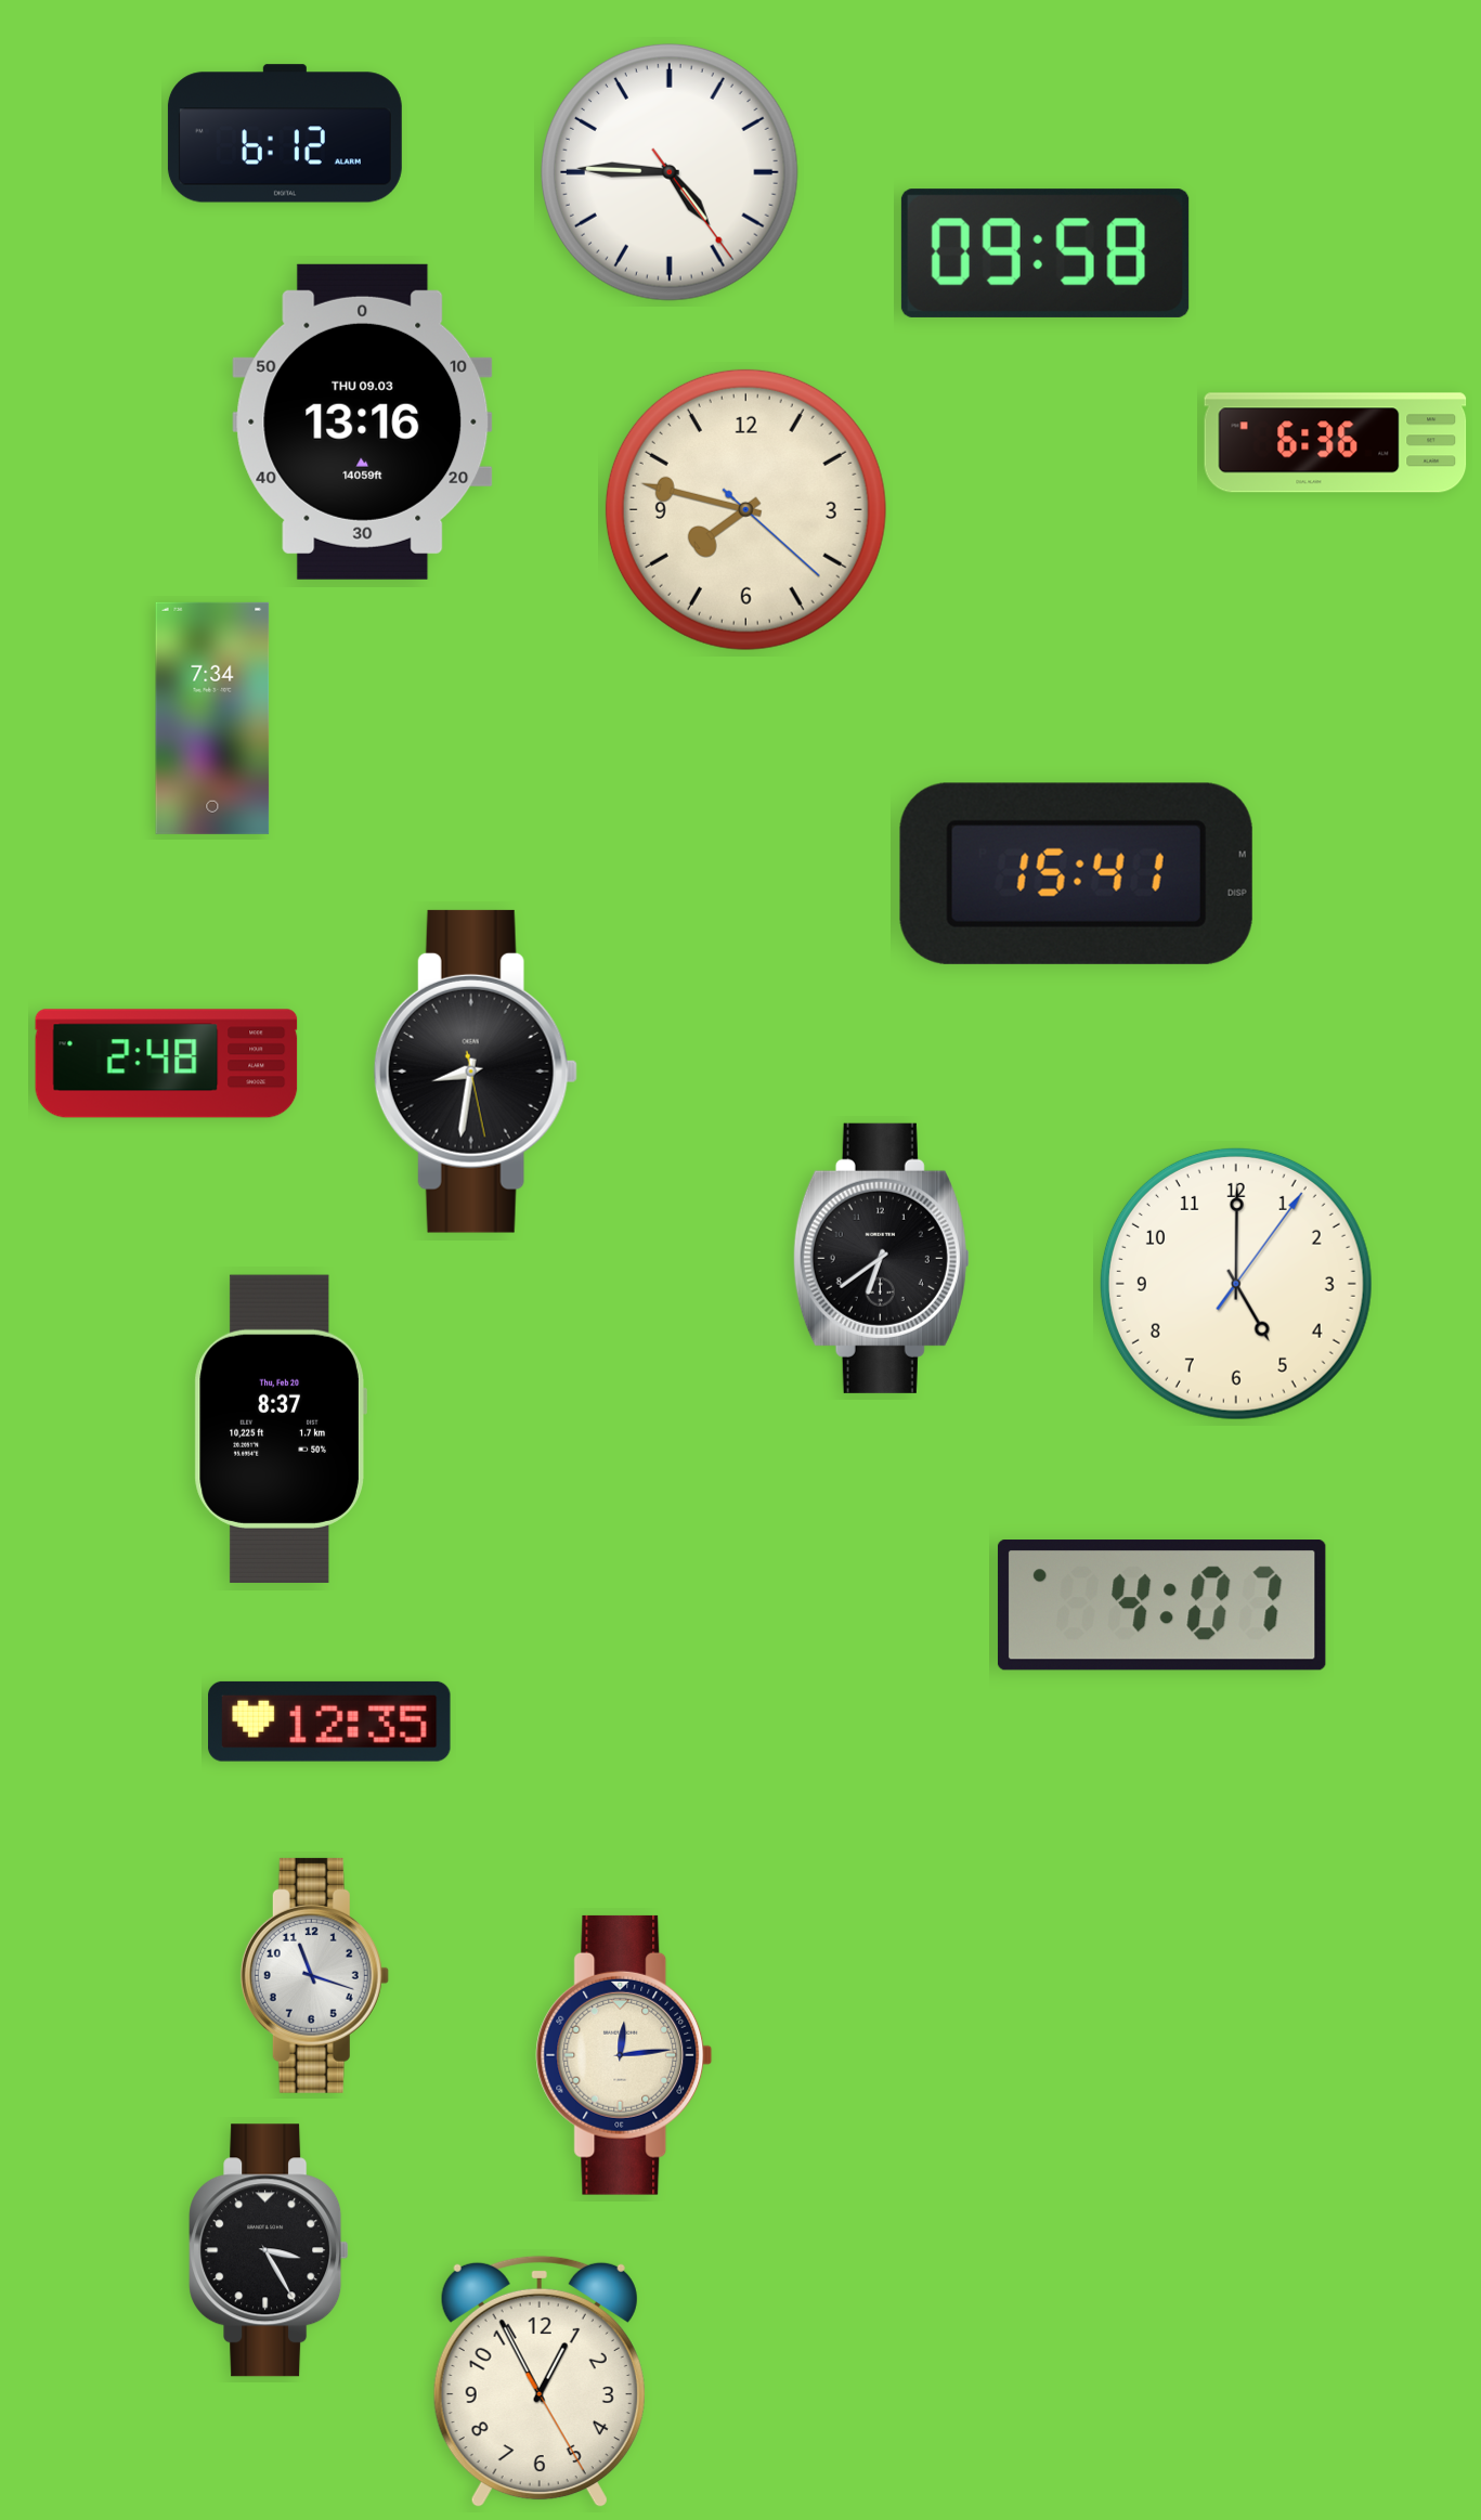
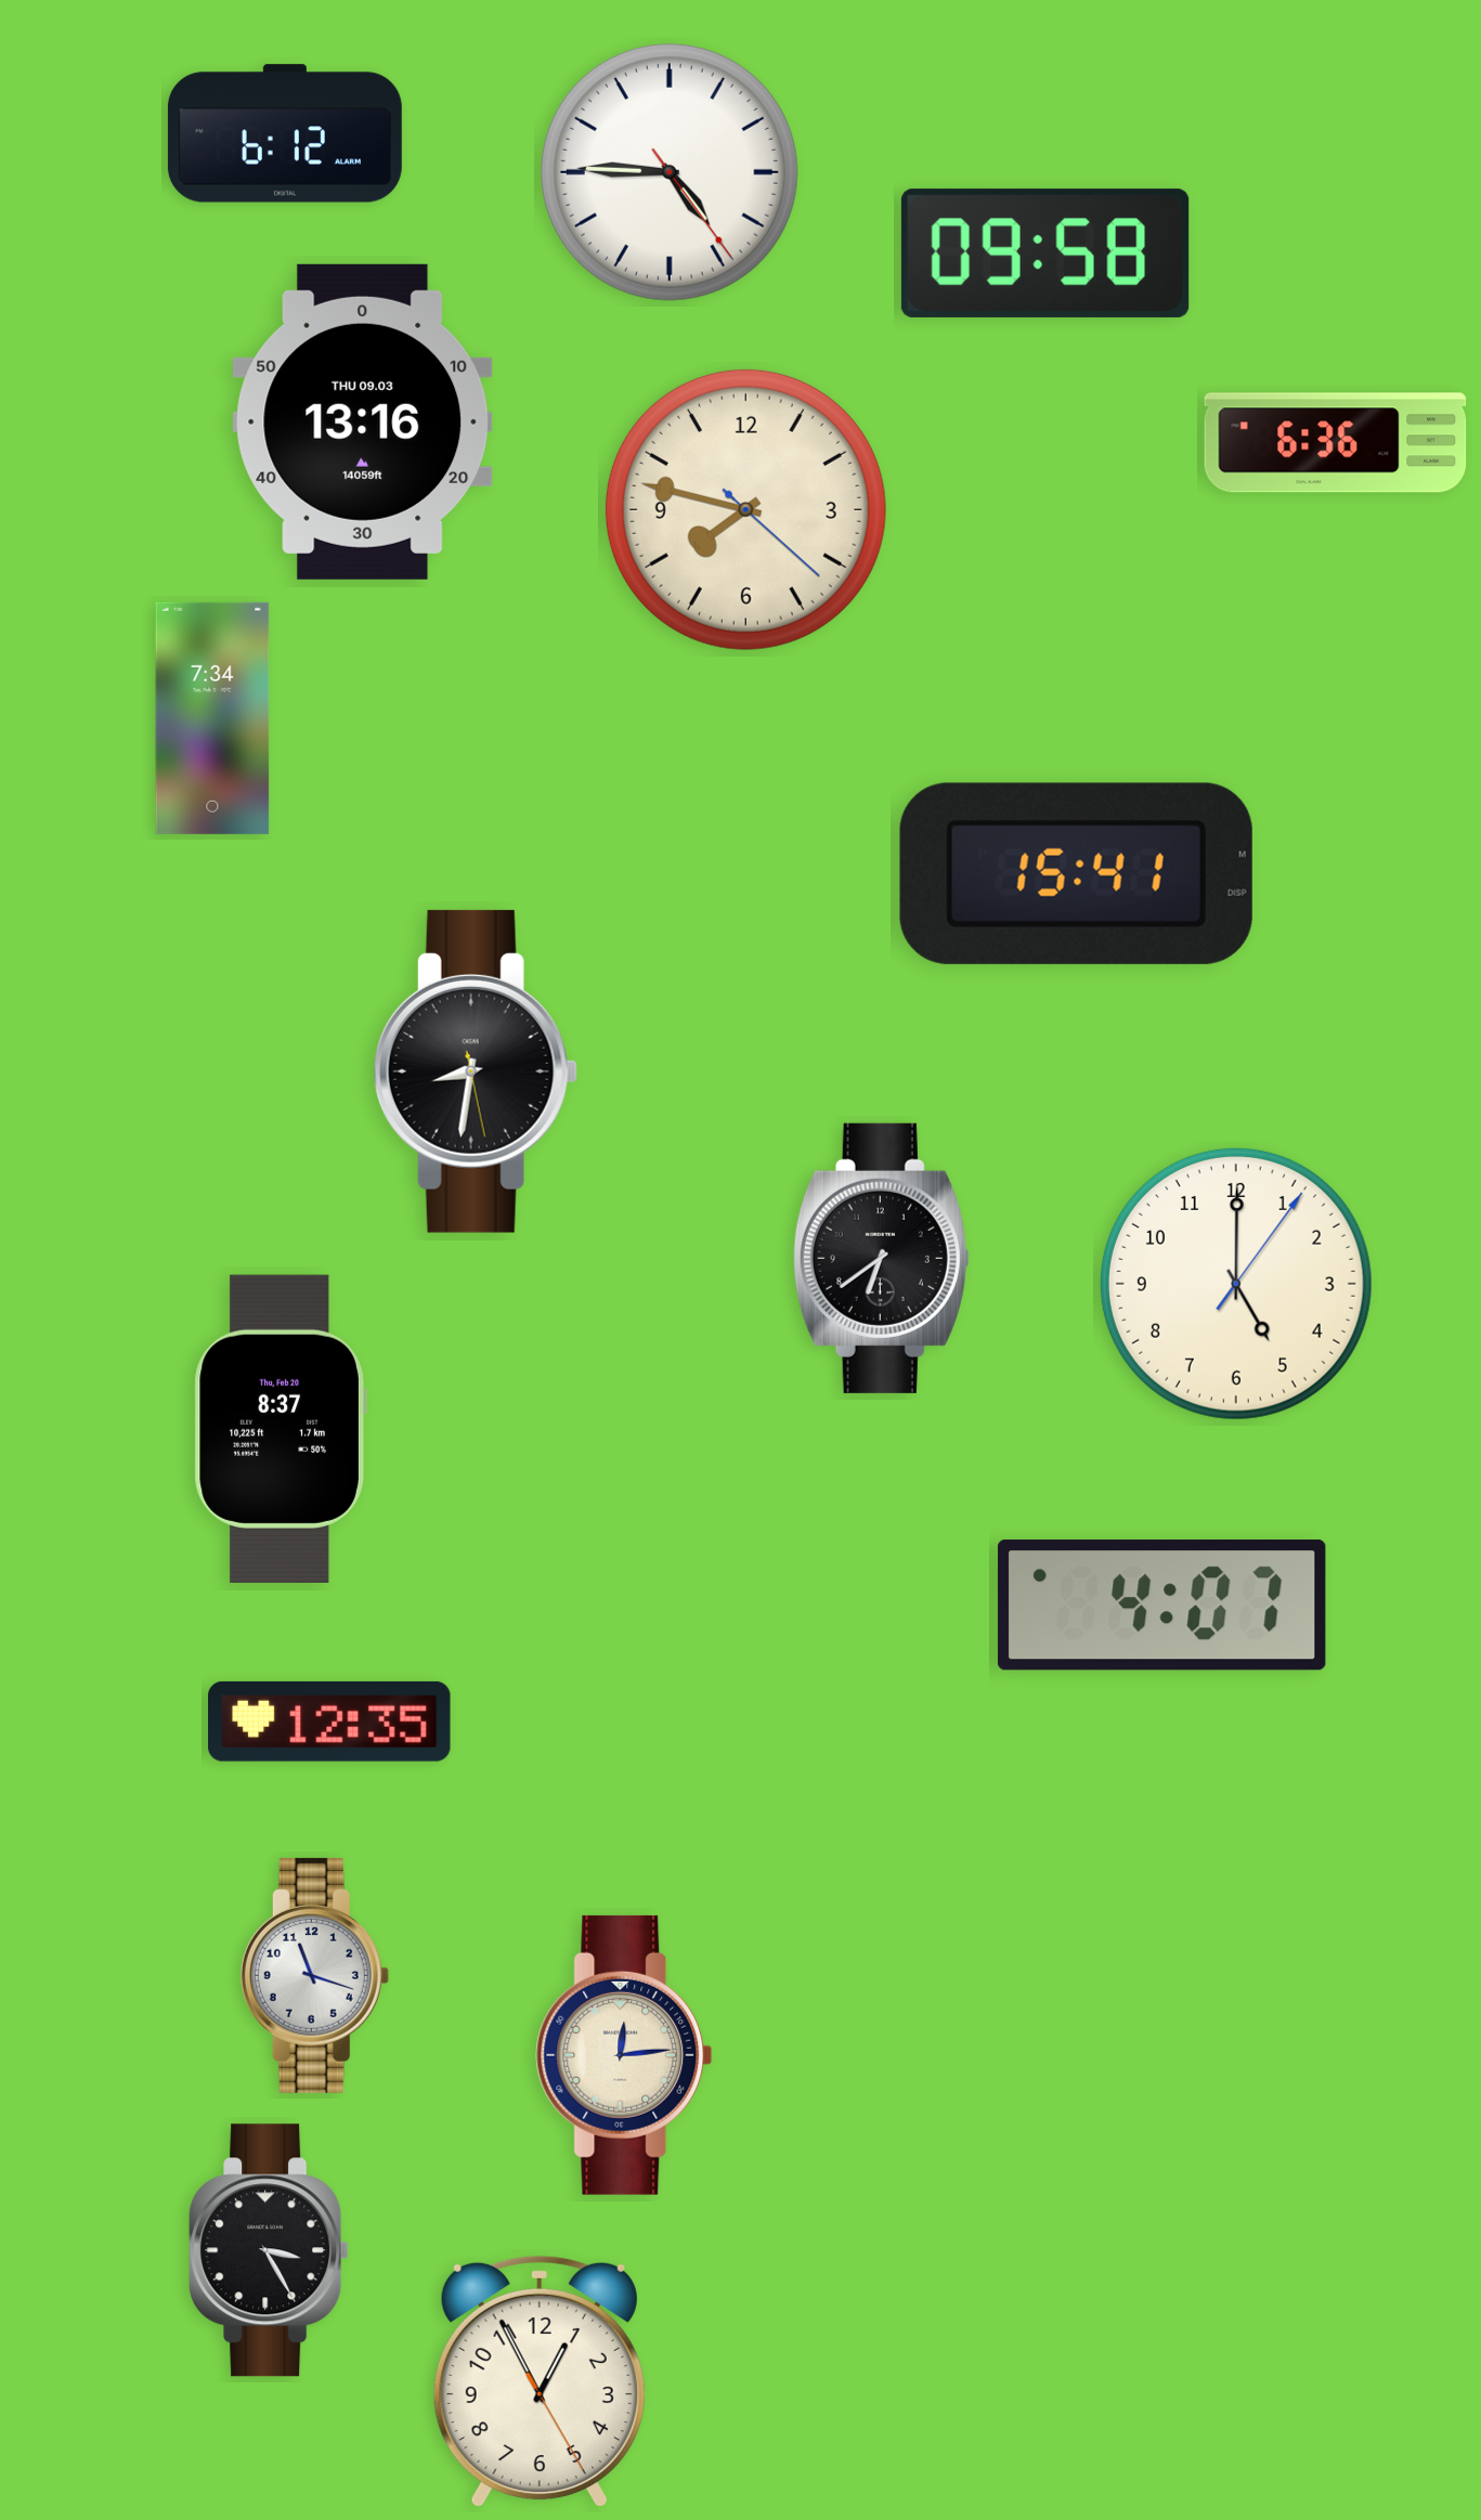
clock at (167, 1064): 2:48 -> none
